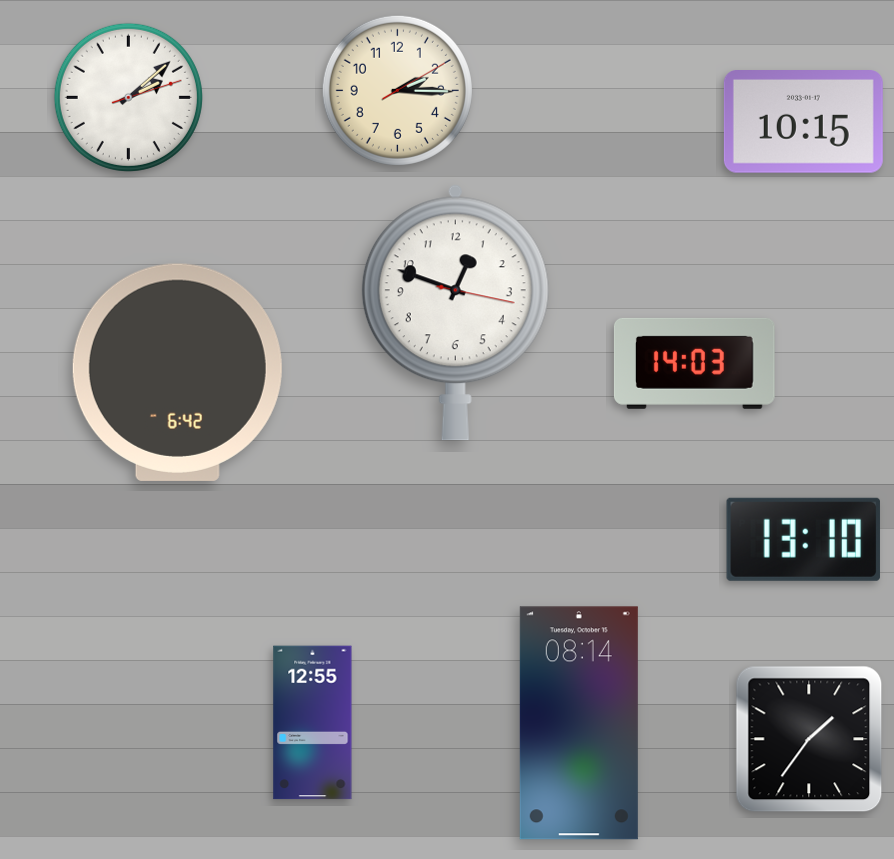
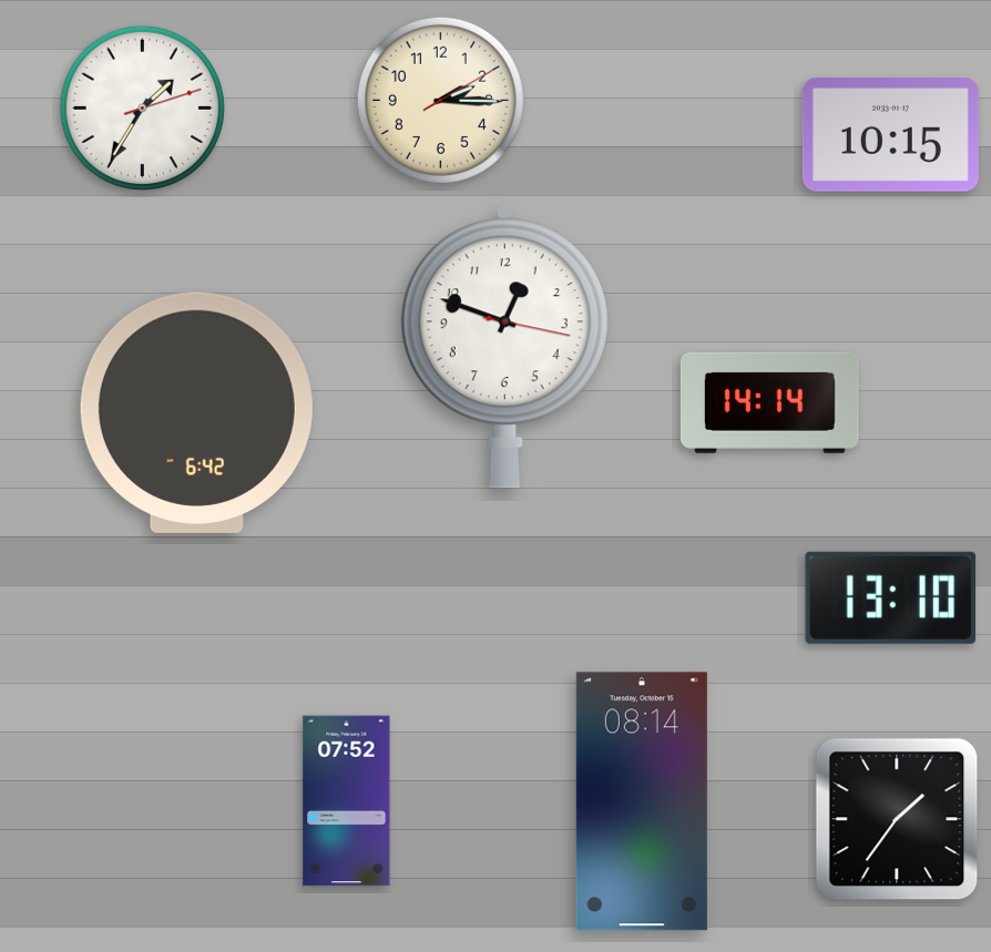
clock at (128, 97): 2:08 -> 1:35
clock at (694, 363): 14:03 -> 14:14
clock at (313, 723): 12:55 -> 07:52
